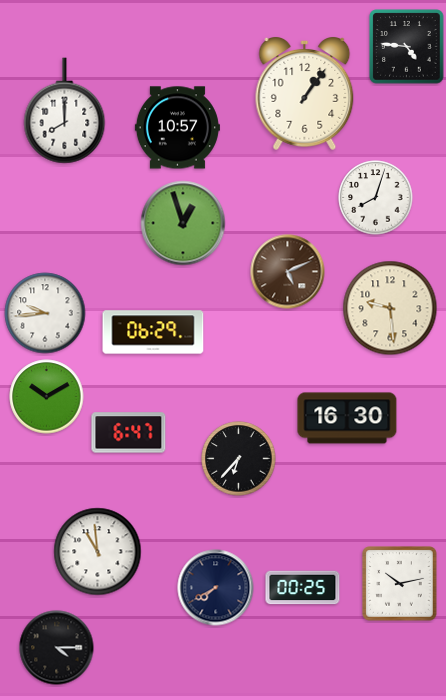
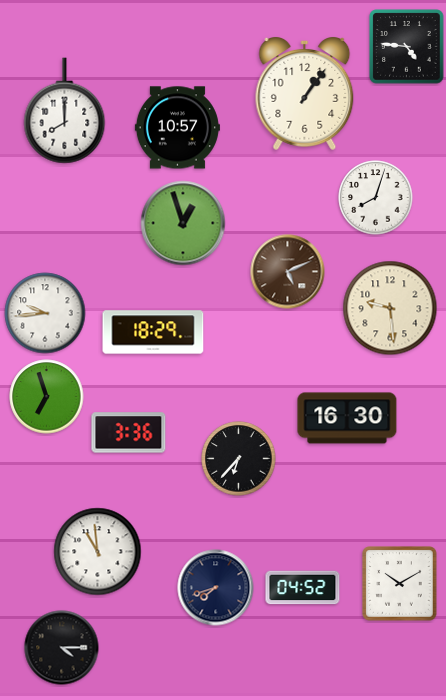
clock at (153, 332): 06:29 -> 18:29
clock at (47, 397): 10:10 -> 6:57
clock at (129, 433): 6:47 -> 3:36
clock at (400, 584): 10:13 -> 10:10
clock at (216, 588): 7:40 -> 7:42
clock at (303, 588): 00:25 -> 04:52
clock at (57, 648) position: (57, 648) -> (62, 648)
